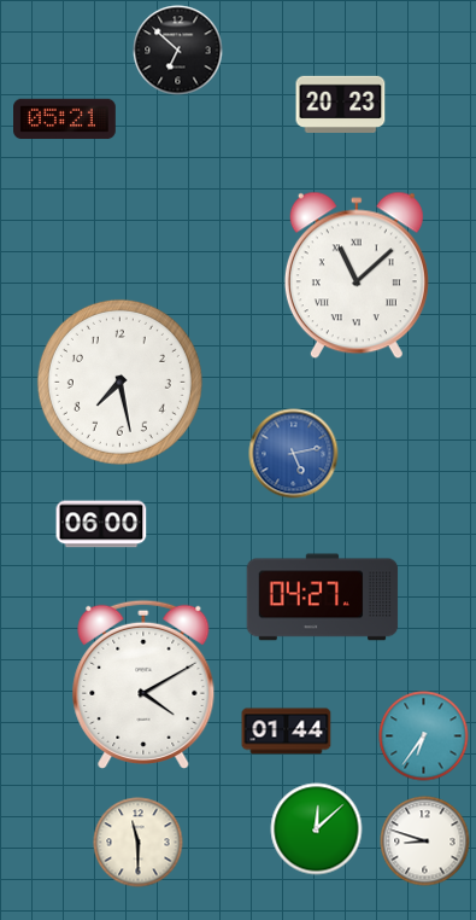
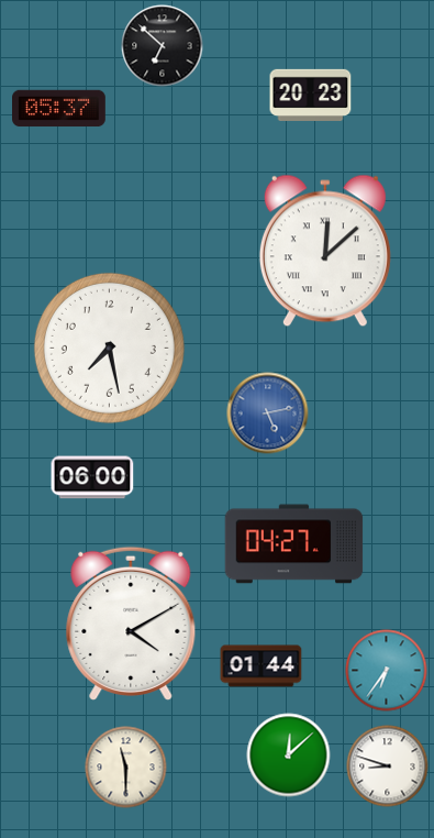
clock at (65, 120): 05:21 -> 05:37
clock at (357, 275): 11:08 -> 12:08
